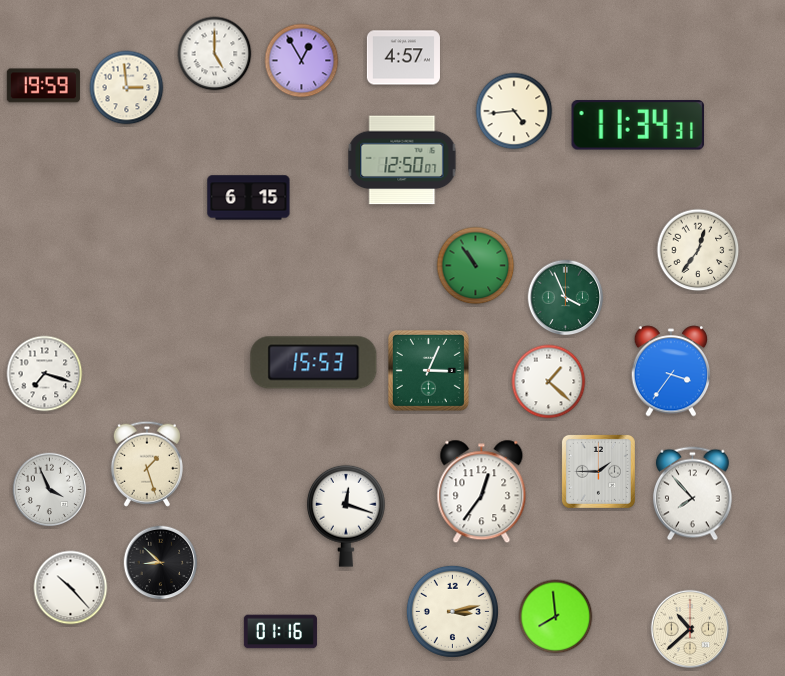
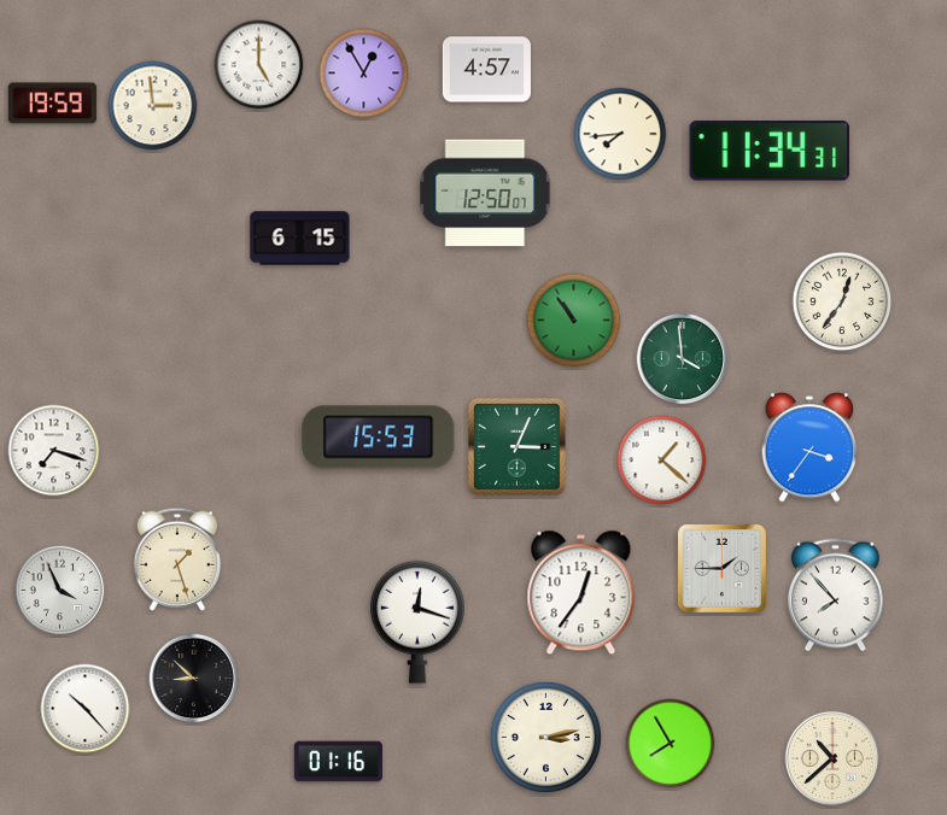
clock at (514, 111): 4:44 -> 7:44
clock at (566, 298): 3:56 -> 3:59
clock at (556, 617): 7:59 -> 7:55
